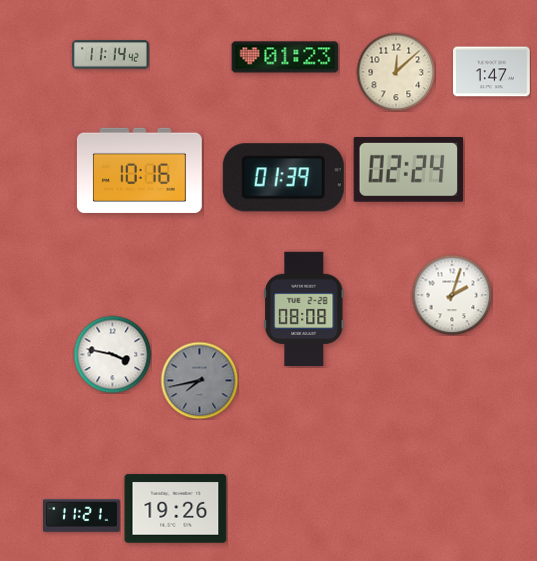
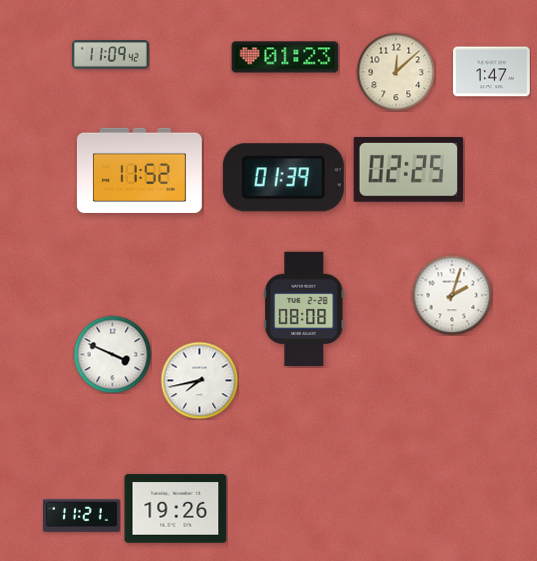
clock at (111, 55): 11:14 -> 11:09
clock at (409, 169): 02:24 -> 02:25
clock at (139, 170): 10:16 -> 11:52
clock at (112, 354): 3:47 -> 3:49
clock at (199, 380) dial: grey -> white
